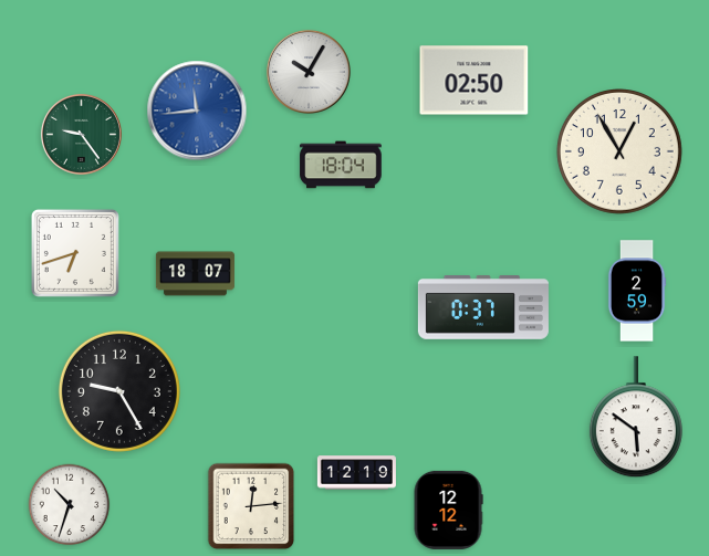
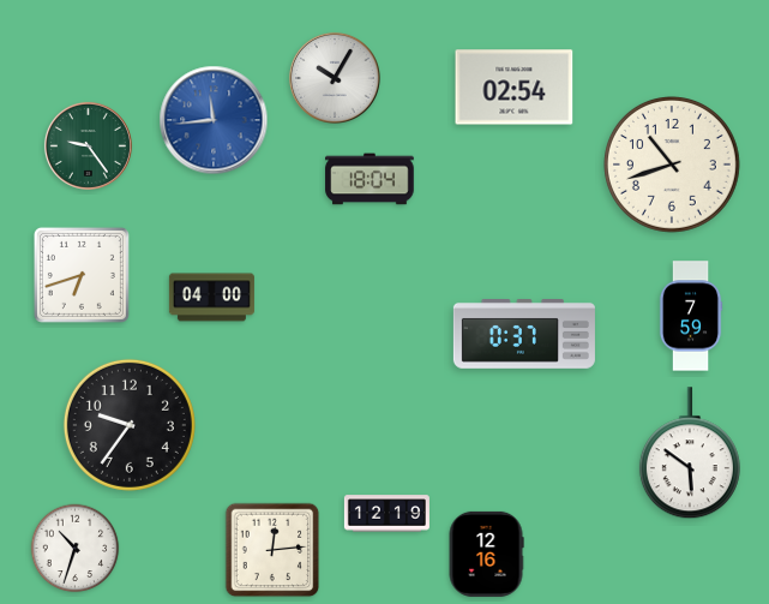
clock at (475, 81): 02:50 -> 02:54
clock at (621, 153): 12:55 -> 10:42
clock at (195, 274): 18:07 -> 04:00
clock at (637, 291): 2:59 -> 7:59
clock at (119, 391): 9:25 -> 9:36
clock at (448, 510): 12:12 -> 12:16
